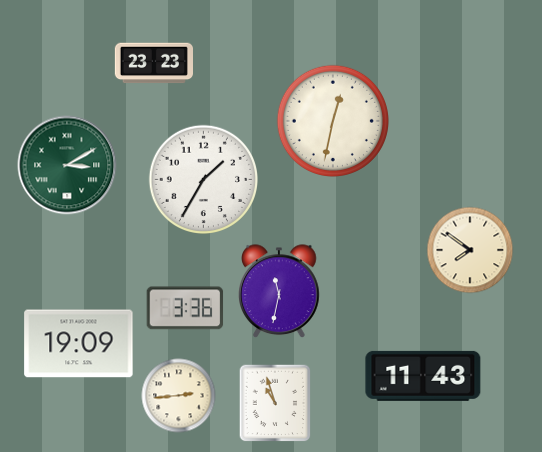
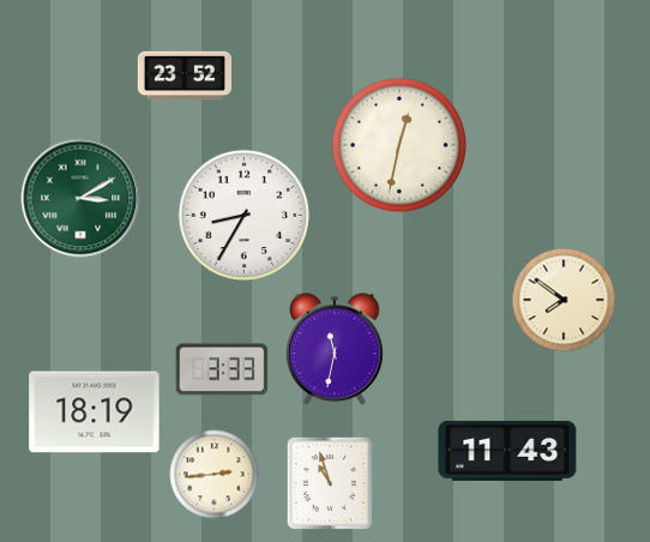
clock at (153, 63): 23:23 -> 23:52
clock at (203, 179): 1:35 -> 8:35
clock at (185, 308): 3:36 -> 3:33
clock at (79, 344): 19:09 -> 18:19
